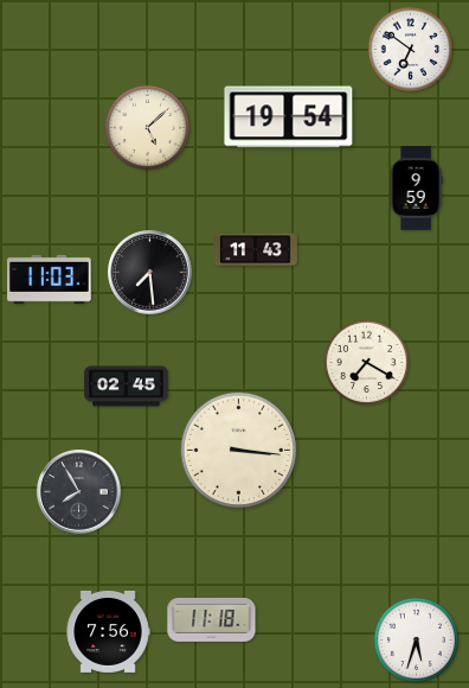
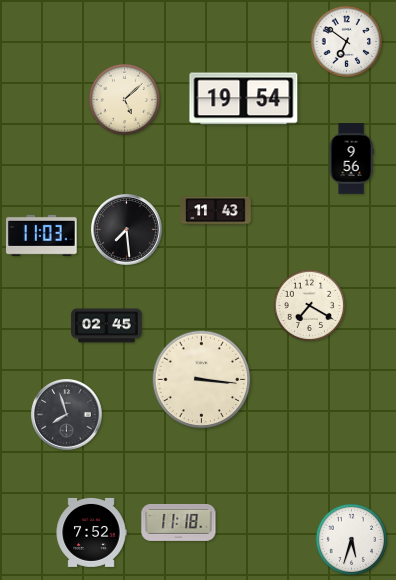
clock at (147, 127) position: (147, 127) -> (124, 99)
clock at (416, 189): 9:59 -> 9:56
clock at (79, 492): 7:55 -> 7:57
clock at (108, 631): 7:56 -> 7:52
